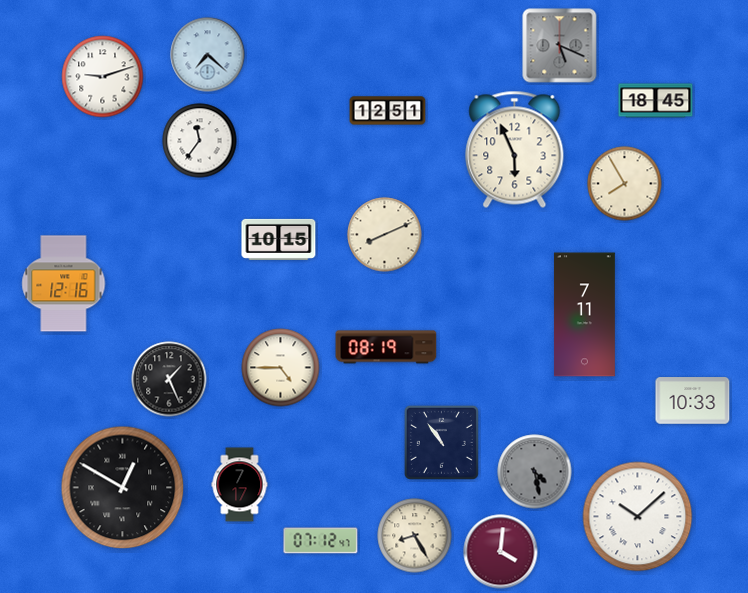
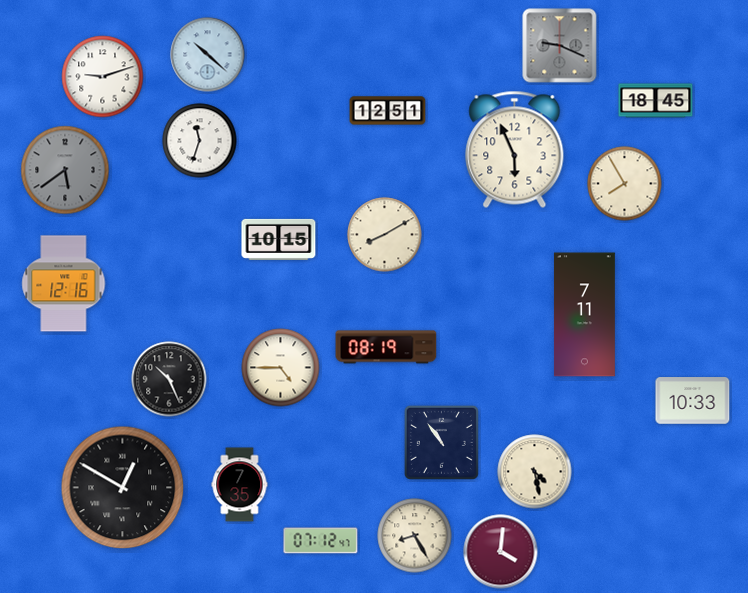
clock at (560, 46): 5:19 -> 9:19
clock at (208, 55): 7:22 -> 10:22
clock at (200, 141): 11:36 -> 11:33
clock at (65, 170): none -> 5:39
clock at (385, 235): 8:11 -> 8:10
clock at (169, 379): 1:26 -> 10:26
clock at (535, 472) dial: grey -> cream
clock at (240, 485): 7:17 -> 7:35
clock at (638, 517): 10:08 -> none
